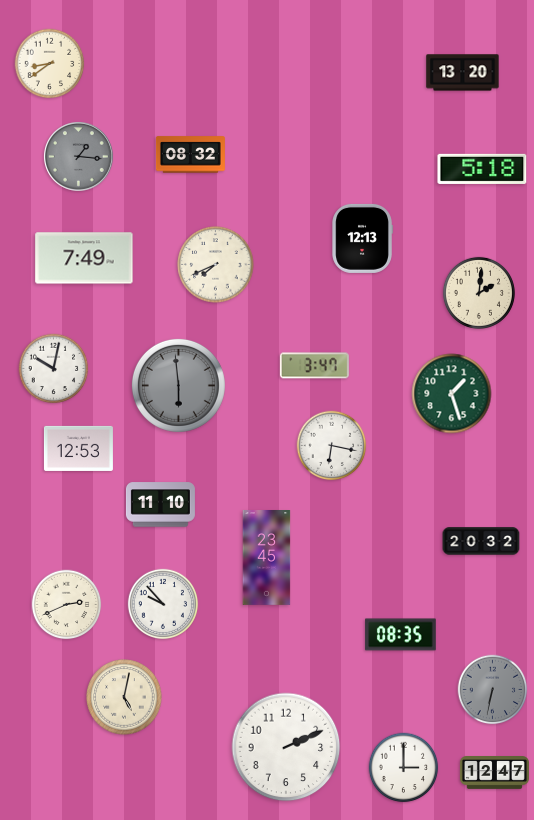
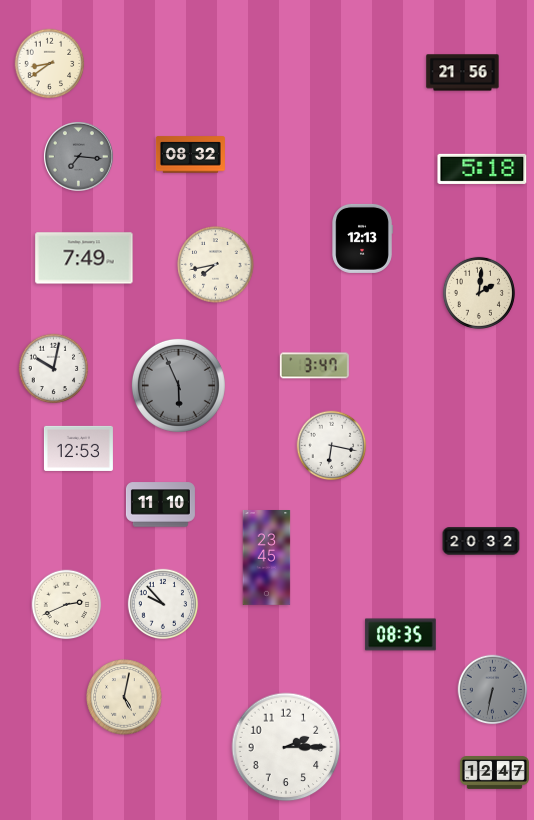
clock at (463, 73): 13:20 -> 21:56
clock at (79, 157): 1:16 -> 7:16
clock at (216, 265): 7:41 -> 7:43
clock at (178, 385): 5:59 -> 5:56
clock at (452, 394): 1:27 -> none
clock at (286, 747): 2:11 -> 2:15
clock at (404, 768): 3:00 -> none
